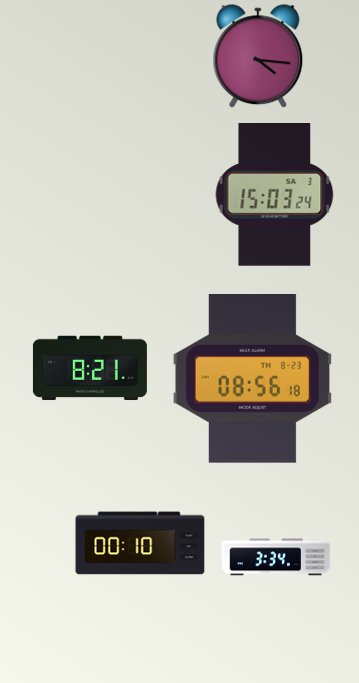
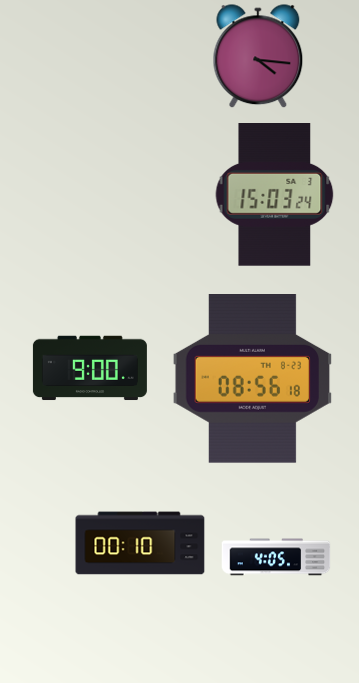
clock at (90, 368): 8:21 -> 9:00
clock at (276, 557): 3:34 -> 4:05
